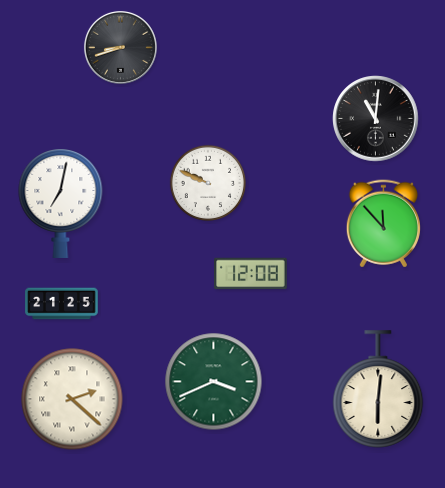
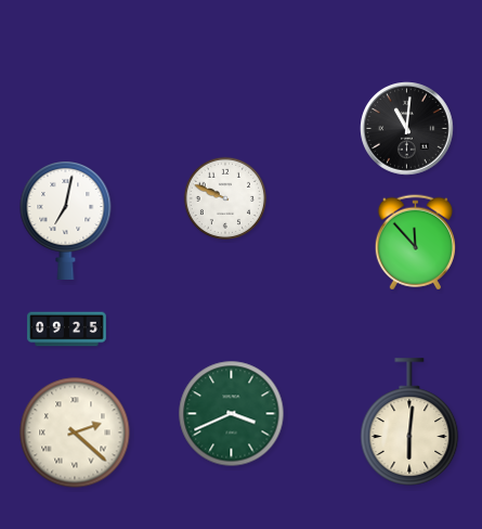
clock at (120, 47): 8:42 -> none
clock at (251, 274): 12:08 -> none
clock at (62, 304): 21:25 -> 09:25
clock at (72, 399) position: (72, 399) -> (75, 433)
